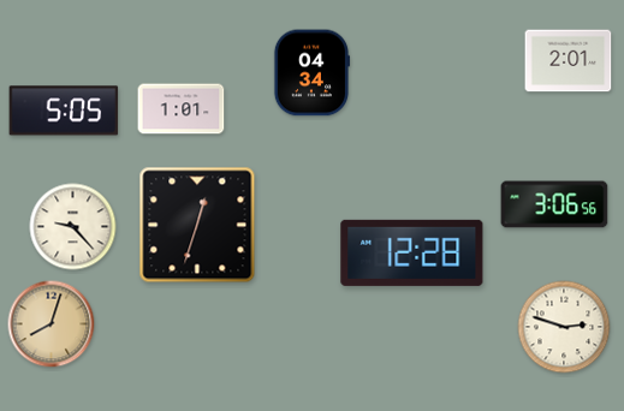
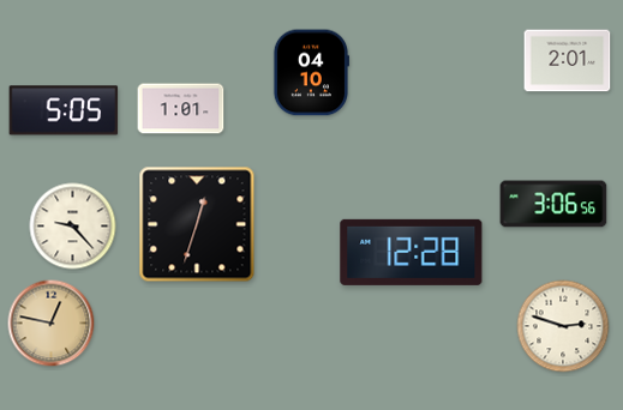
clock at (310, 73): 04:34 -> 04:10
clock at (52, 324): 8:03 -> 12:47
